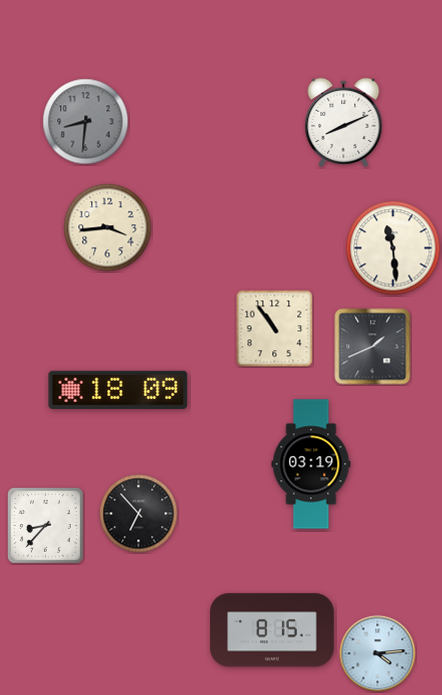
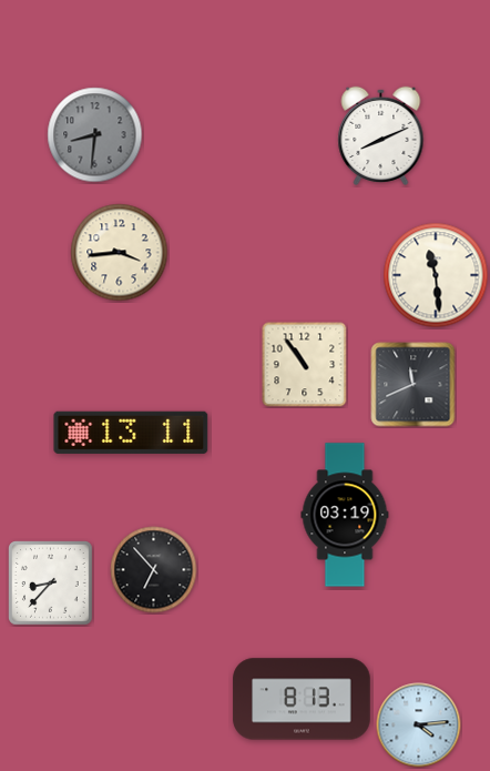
clock at (373, 347): 1:41 -> 11:41
clock at (118, 390): 18:09 -> 13:11
clock at (272, 630): 8:15 -> 8:13
